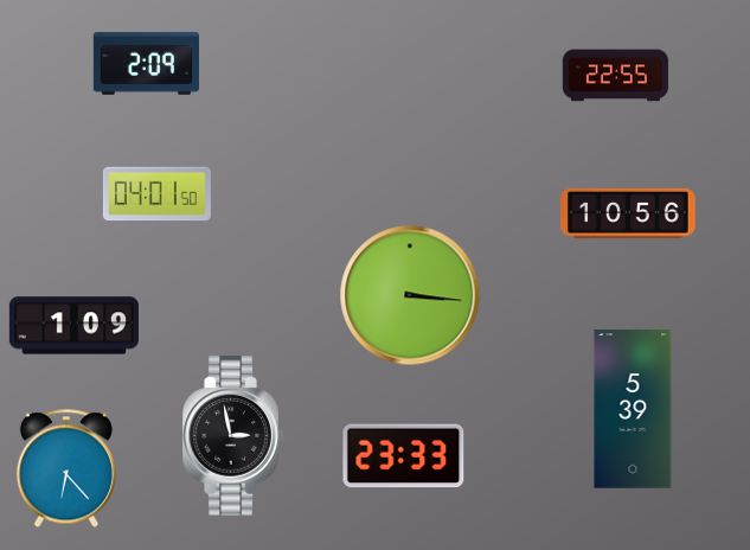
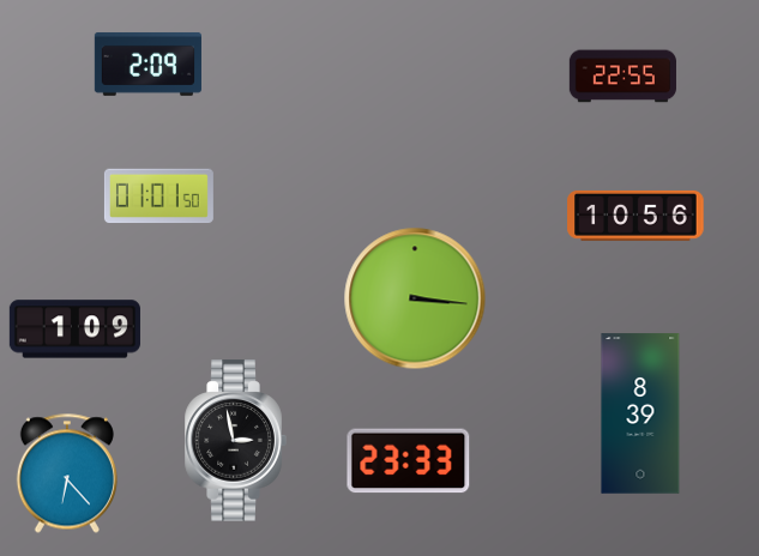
clock at (156, 194): 04:01 -> 01:01
clock at (633, 409): 5:39 -> 8:39
